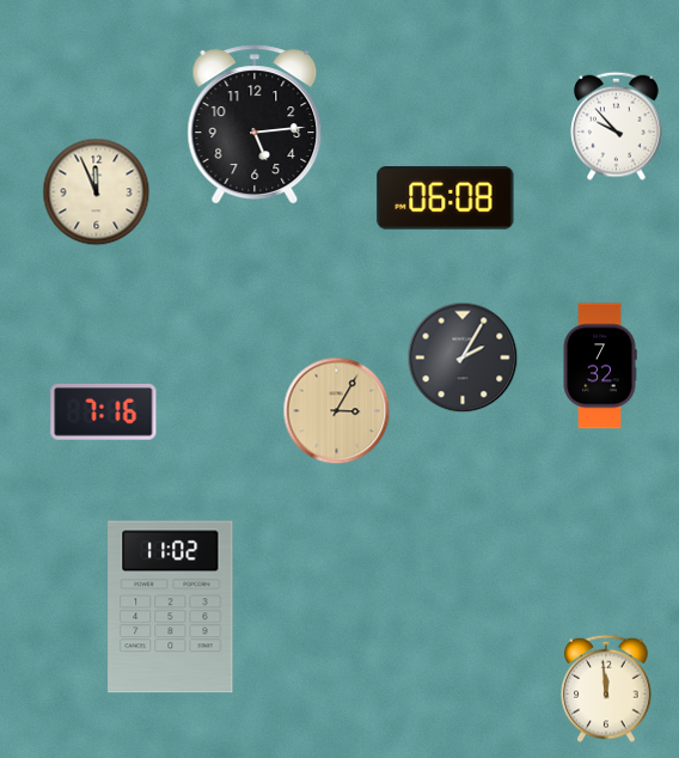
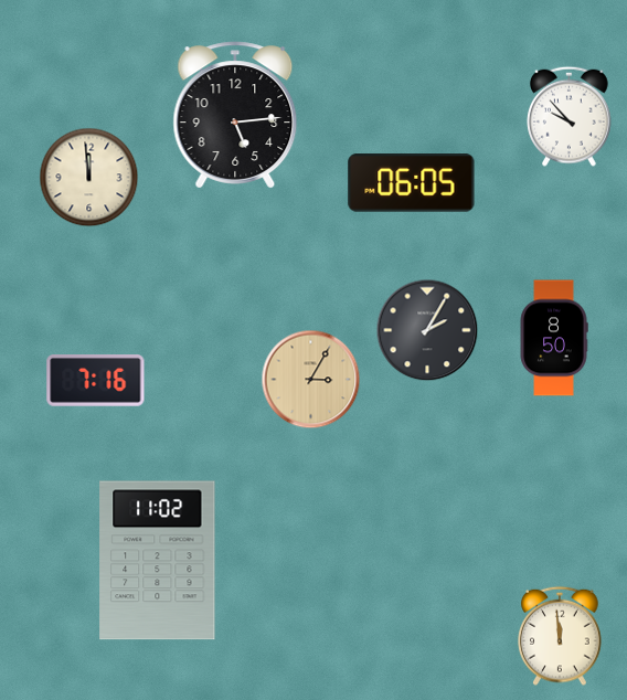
clock at (97, 192): 11:56 -> 11:59
clock at (446, 198): 06:08 -> 06:05
clock at (600, 366): 7:32 -> 8:50
